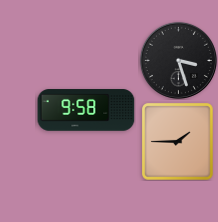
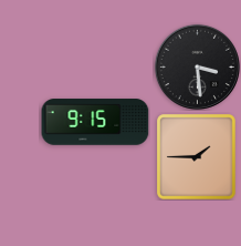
clock at (178, 60): 3:27 -> 3:29
clock at (86, 110): 9:58 -> 9:15
